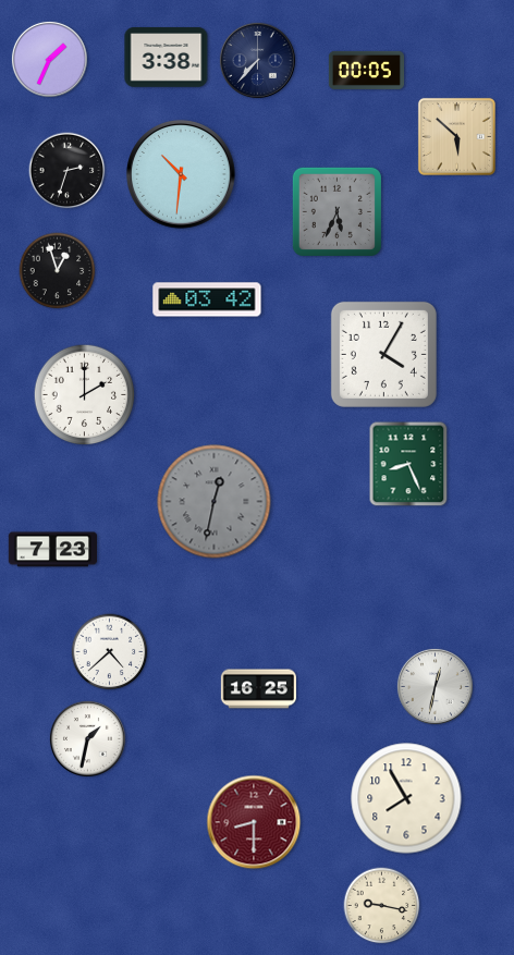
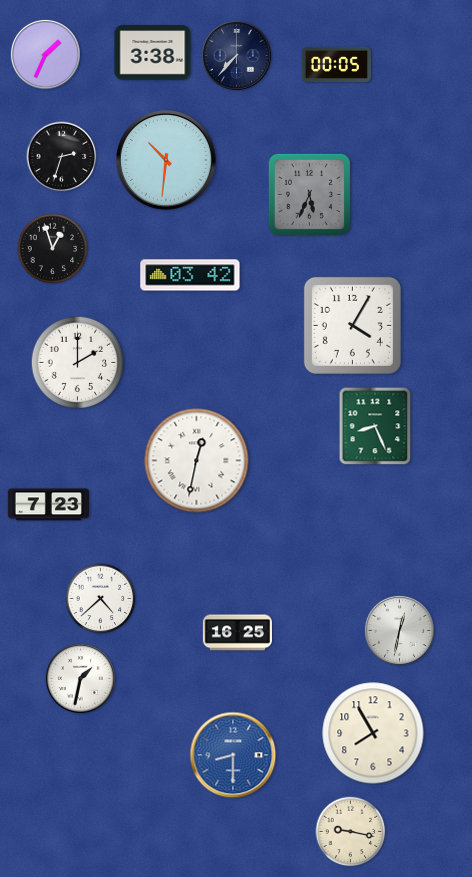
clock at (456, 136): 5:52 -> none
clock at (215, 502) dial: grey -> white
clock at (254, 822) dial: burgundy -> blue
